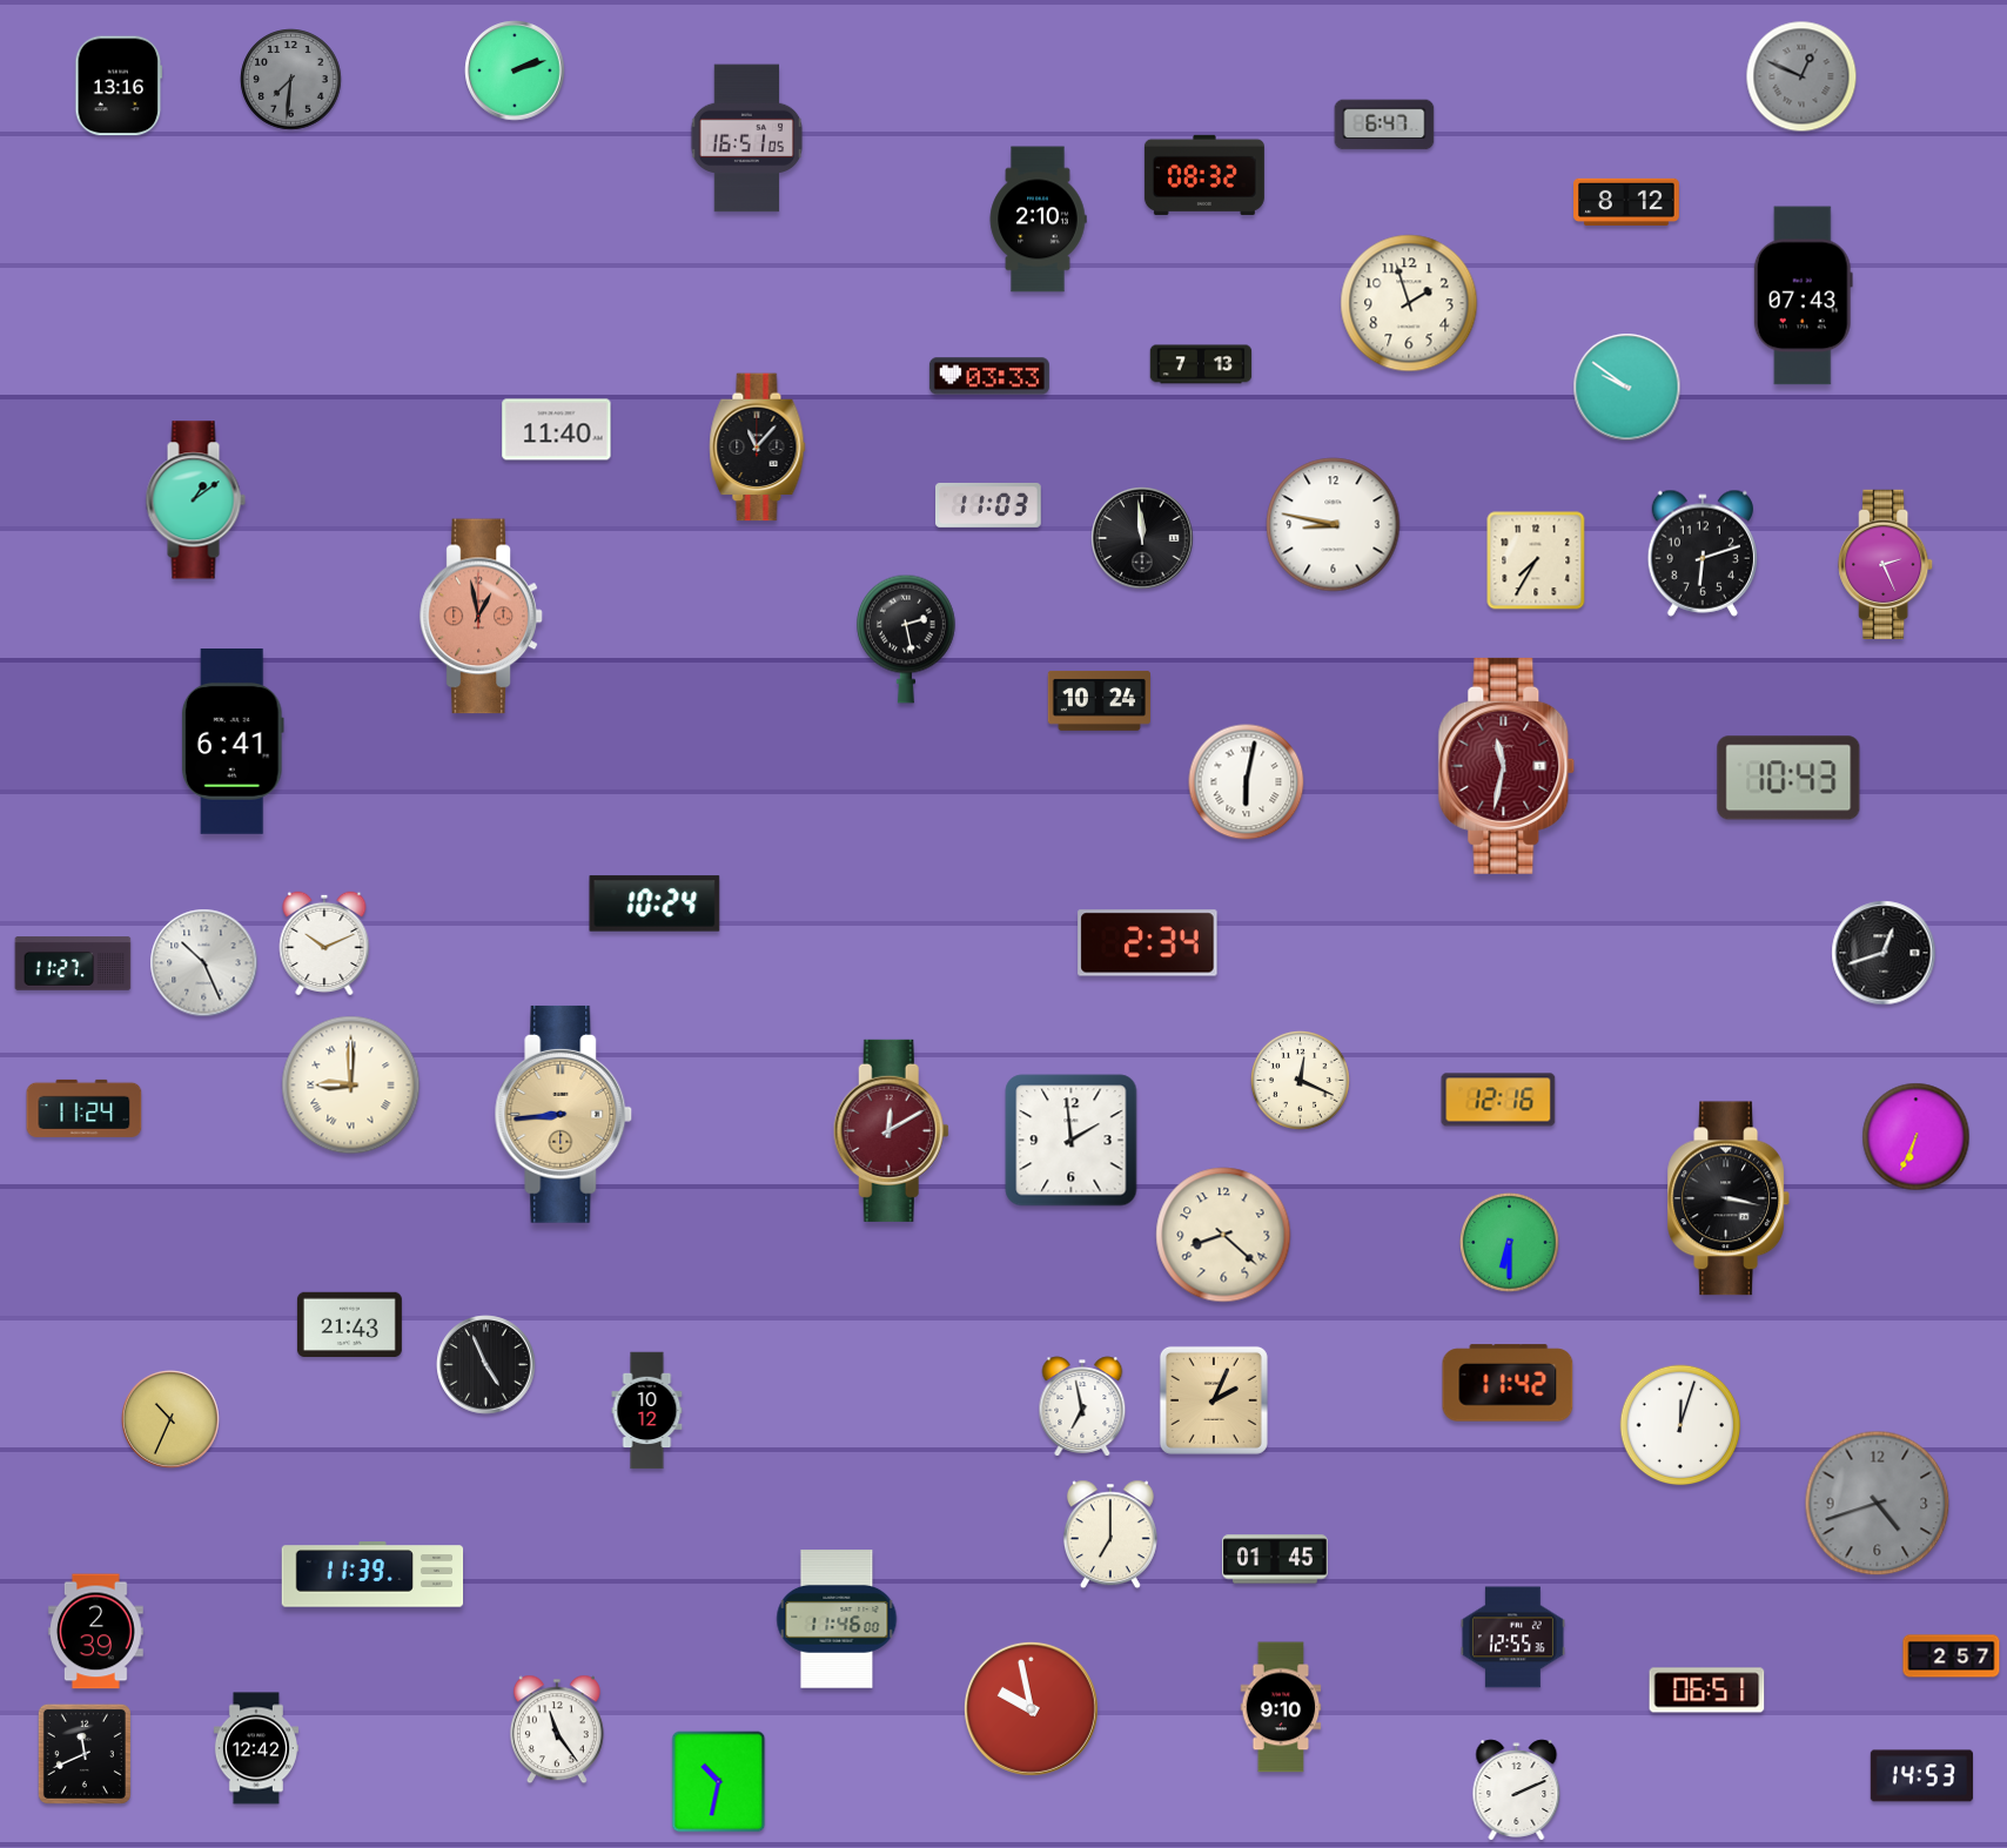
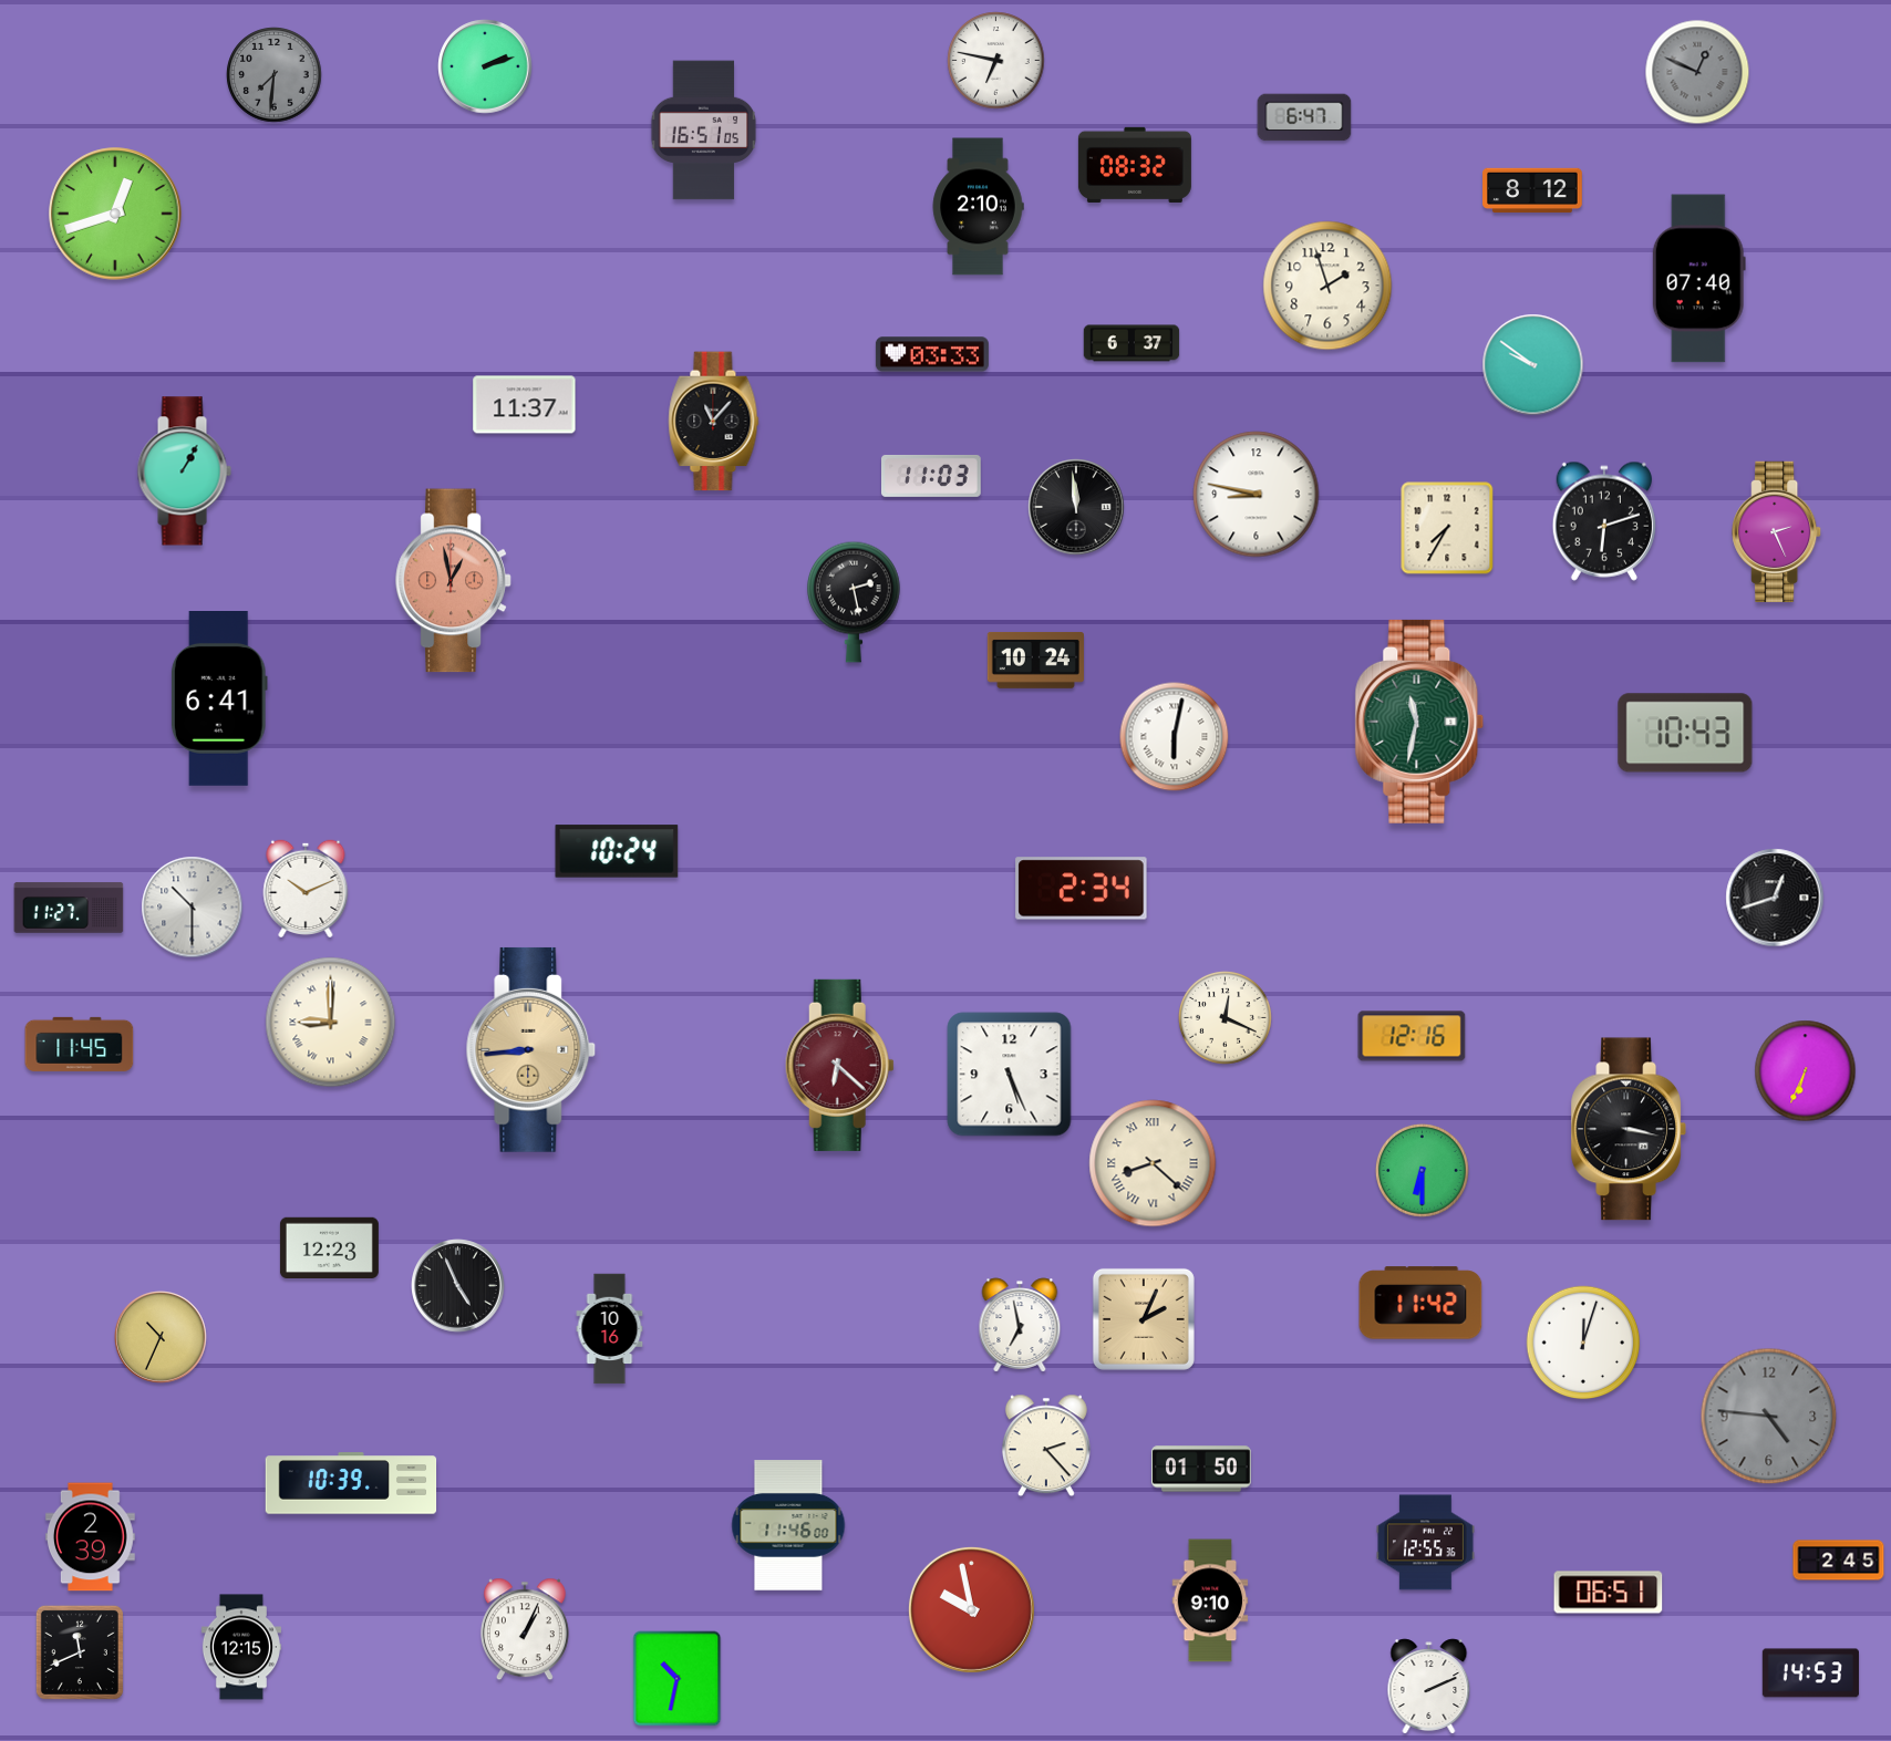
clock at (996, 61): none -> 6:47
clock at (119, 86): 13:16 -> none
clock at (115, 214): none -> 12:42
clock at (1803, 296): 07:43 -> 07:40
clock at (1201, 364): 7:13 -> 6:37
clock at (557, 430): 11:40 -> 11:37
clock at (195, 500): 1:09 -> 1:05
clock at (1506, 766) dial: burgundy -> green
clock at (204, 963): 10:26 -> 10:30
clock at (85, 1108): 11:24 -> 11:45
clock at (891, 1130): 12:10 -> 6:22
clock at (1072, 1141): 1:59 -> 5:26
clock at (1223, 1235) numerals: Arabic -> Roman
clock at (349, 1324): 21:43 -> 12:23
clock at (647, 1411): 10:12 -> 10:16
clock at (1878, 1504): 4:42 -> 4:46
clock at (1110, 1534): 7:00 -> 2:23
clock at (1276, 1559): 01:45 -> 01:50
clock at (372, 1574): 11:39 -> 10:39
clock at (1952, 1657): 2:57 -> 2:45
clock at (1281, 1707) position: (1281, 1707) -> (1210, 1600)
clock at (557, 1729): 11:24 -> 1:04
clock at (256, 1748): 12:42 -> 12:15
